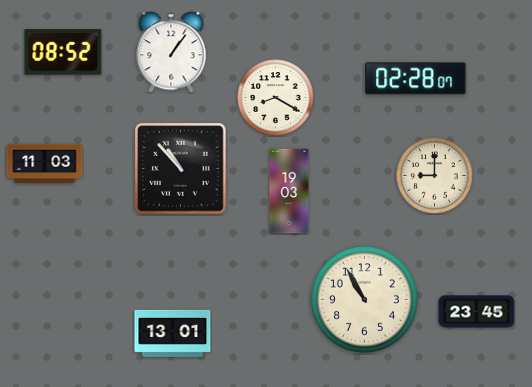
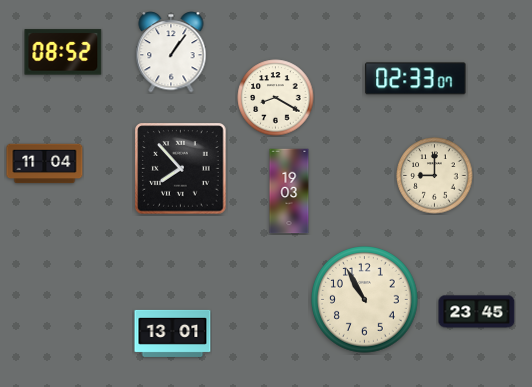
clock at (416, 79): 02:28 -> 02:33
clock at (45, 164): 11:03 -> 11:04
clock at (181, 169): 10:53 -> 7:53
